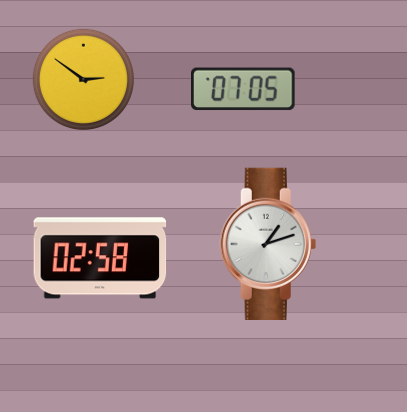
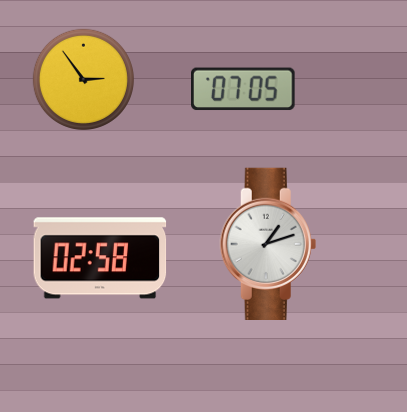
clock at (83, 79): 2:51 -> 2:54
